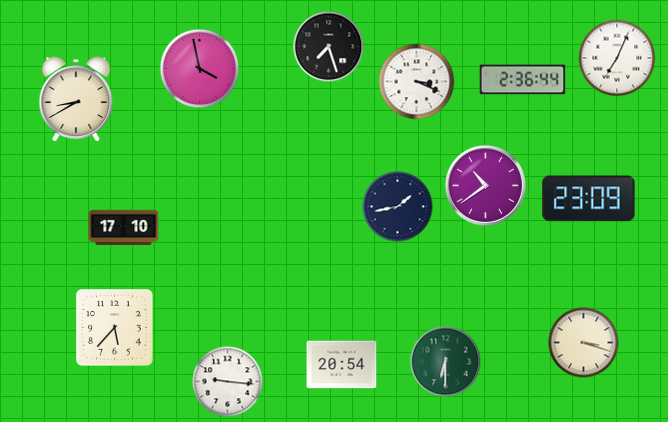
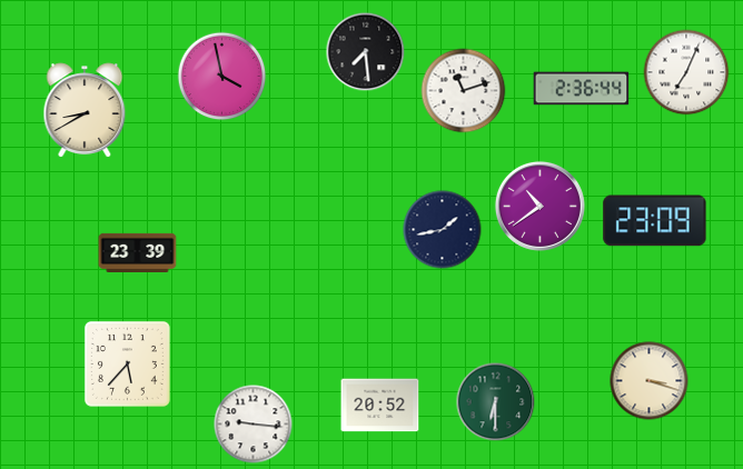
clock at (329, 47): 7:27 -> 7:29
clock at (617, 58) position: (617, 58) -> (686, 72)
clock at (417, 82): 3:19 -> 11:12
clock at (124, 227): 17:10 -> 23:39
clock at (342, 365): 20:54 -> 20:52
